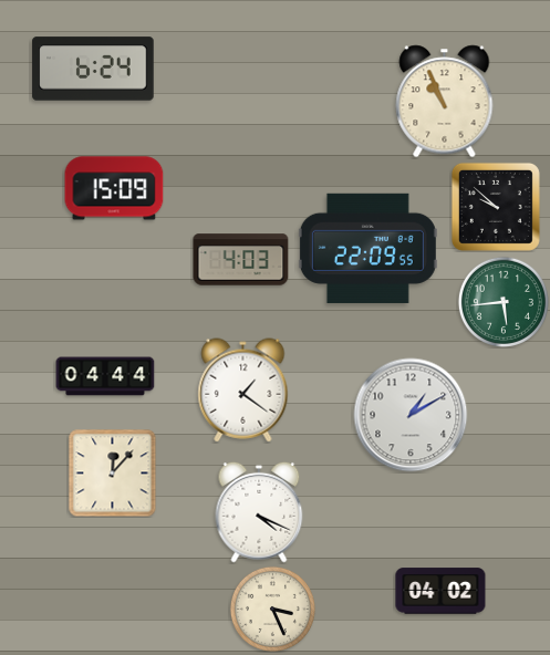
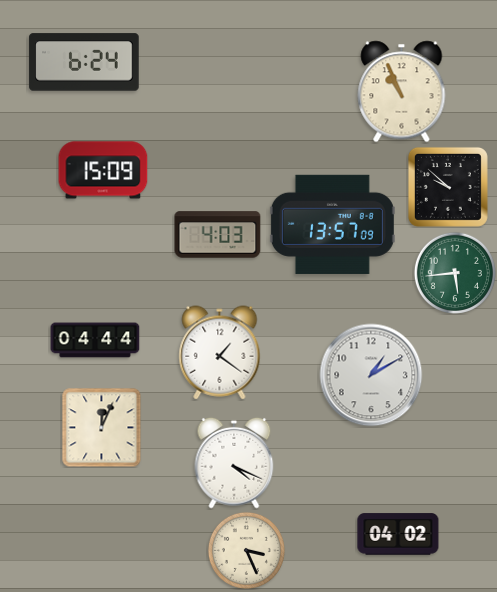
clock at (367, 248): 22:09 -> 13:57
clock at (113, 474): 12:07 -> 12:04
